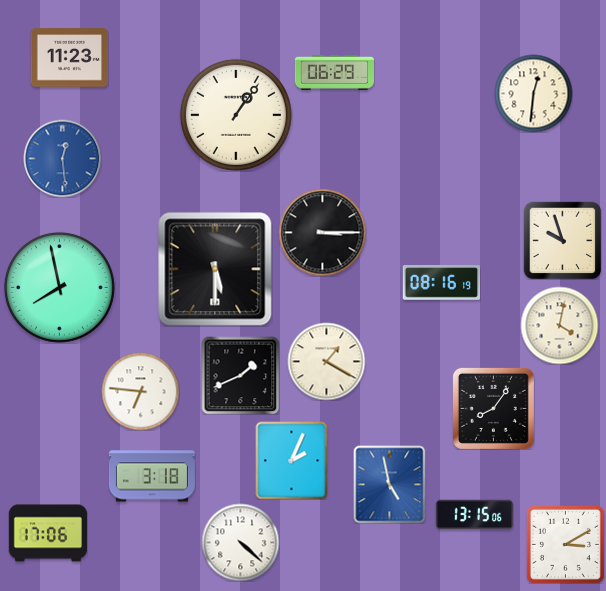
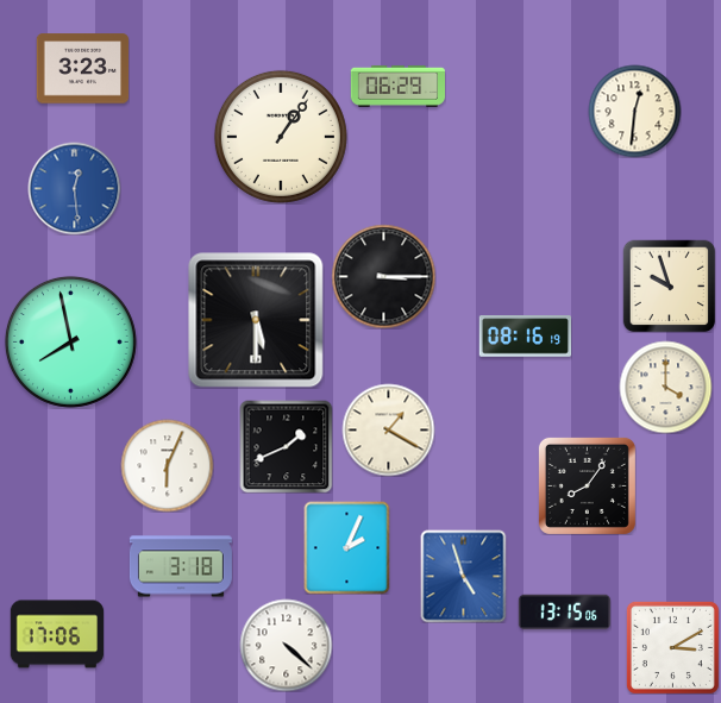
clock at (69, 58): 11:23 -> 3:23
clock at (559, 325): 4:02 -> 4:00
clock at (140, 391): 6:46 -> 6:04
clock at (390, 484): 4:58 -> 4:57
